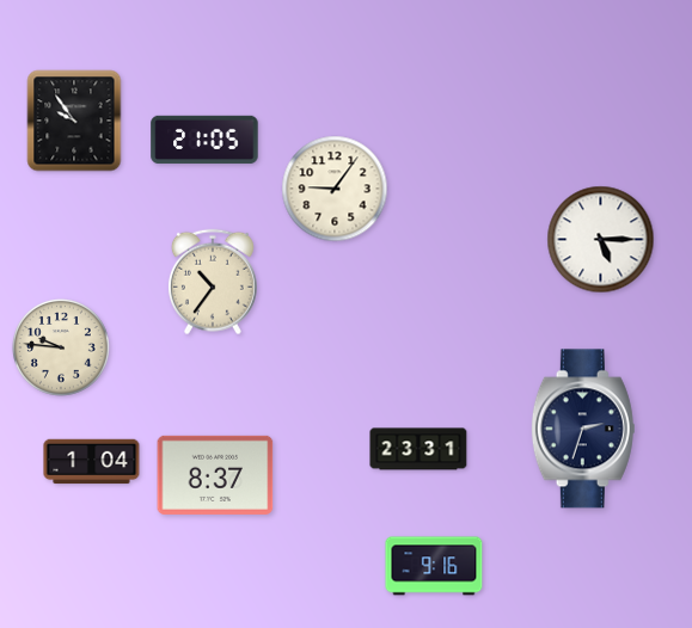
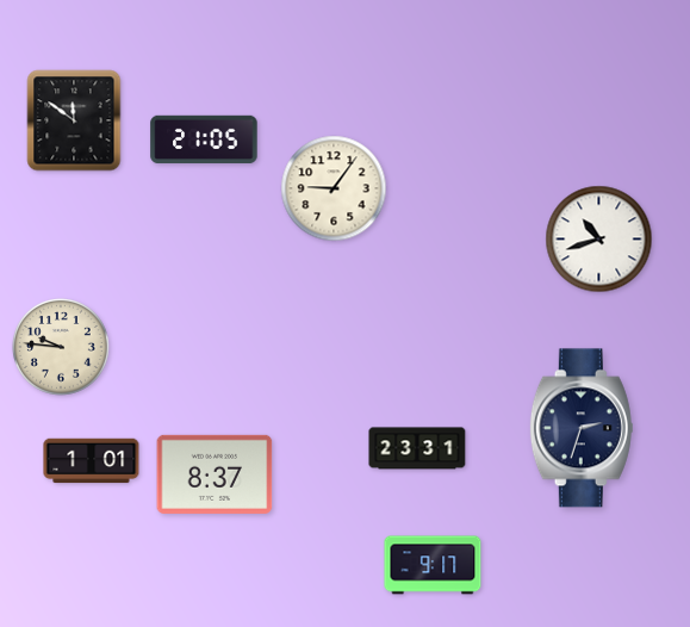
clock at (74, 121): 9:54 -> 11:51
clock at (601, 240): 5:15 -> 10:42
clock at (213, 282): 10:36 -> none
clock at (92, 462): 1:04 -> 1:01
clock at (434, 566): 9:16 -> 9:17
